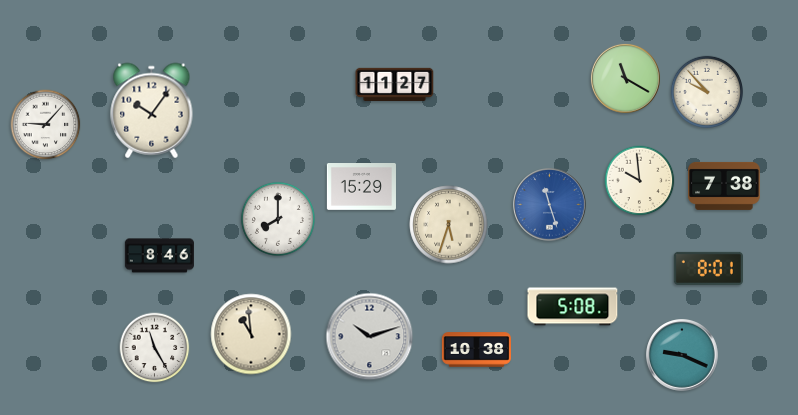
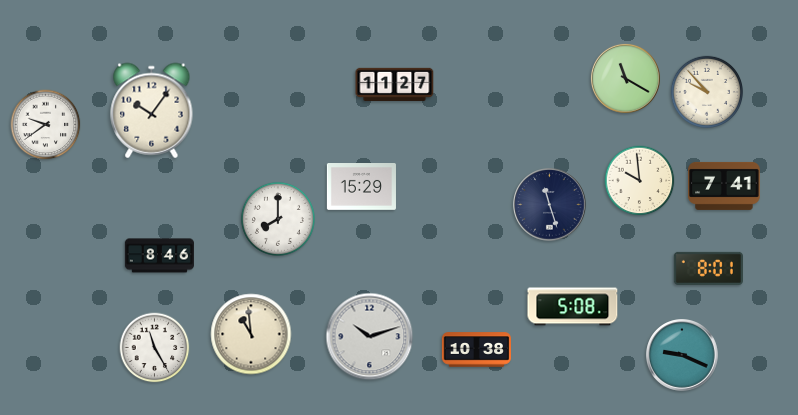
clock at (46, 125): 9:07 -> 9:39
clock at (724, 186): 7:38 -> 7:41
clock at (550, 205) dial: blue -> navy
clock at (449, 225): 5:33 -> none
